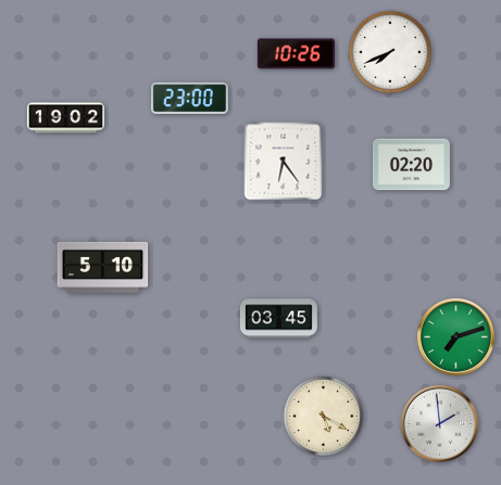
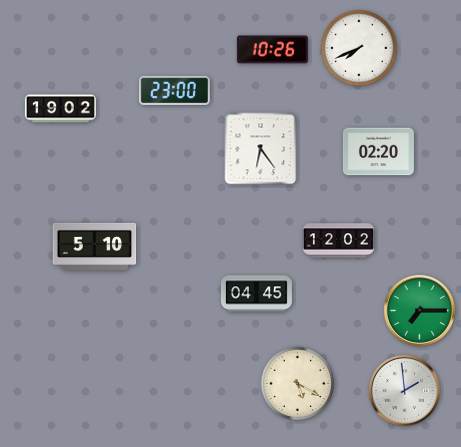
clock at (338, 241): none -> 12:02
clock at (278, 319): 03:45 -> 04:45
clock at (455, 336): 7:12 -> 7:15
